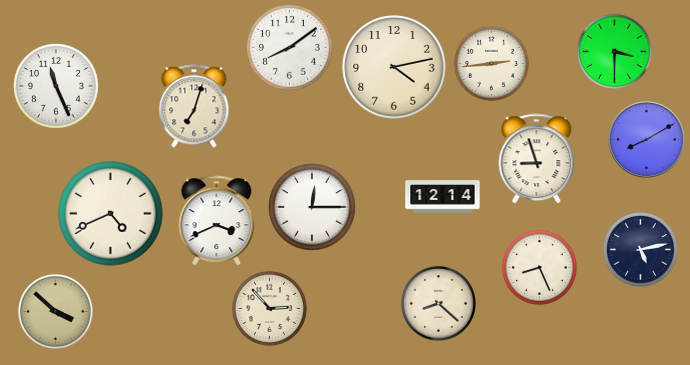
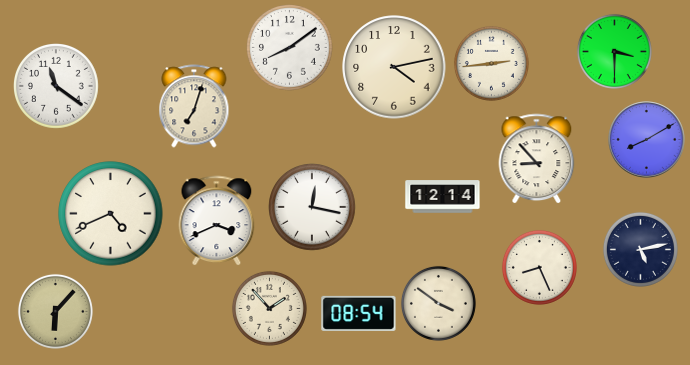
clock at (57, 87): 11:26 -> 11:21
clock at (537, 159): 8:57 -> 8:53
clock at (313, 208): 12:15 -> 12:17
clock at (438, 303): 8:22 -> 3:51
clock at (269, 308): 2:53 -> 1:53
clock at (55, 311): 3:52 -> 6:07
clock at (359, 313): none -> 08:54
